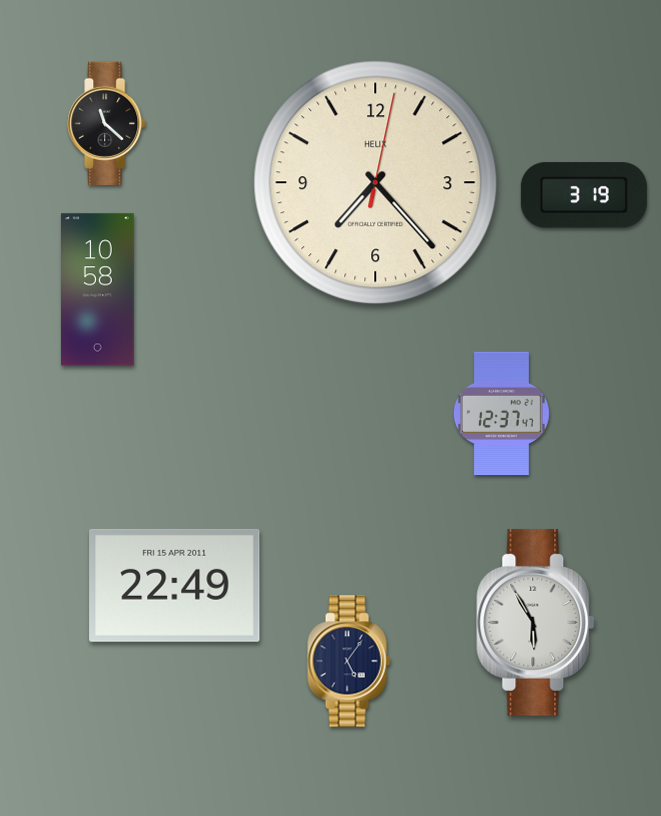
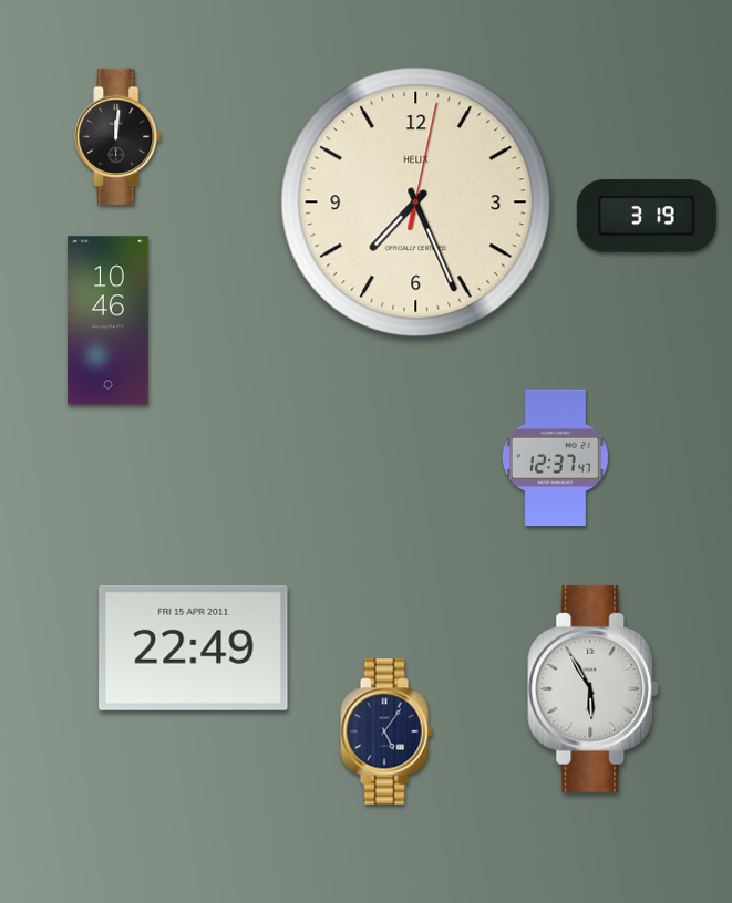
clock at (107, 124): 11:22 -> 12:01
clock at (376, 183): 7:23 -> 7:26
clock at (98, 290): 10:58 -> 10:46
